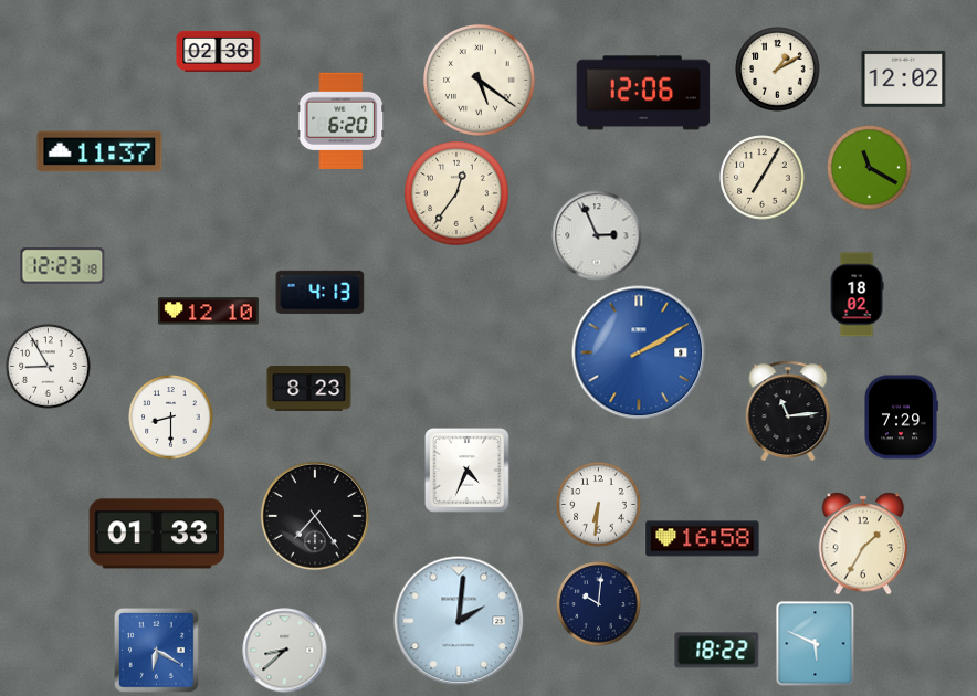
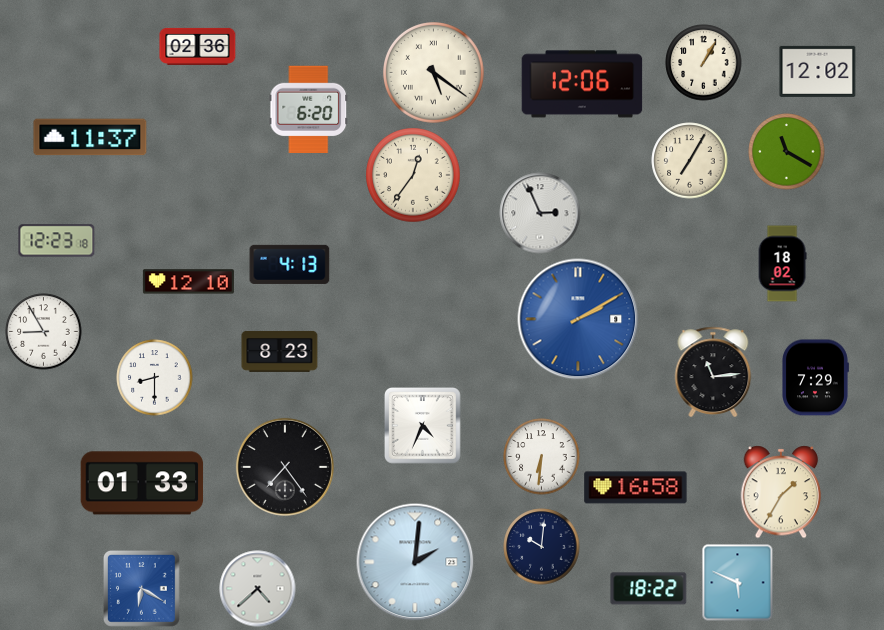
clock at (778, 70): 1:10 -> 1:05
clock at (857, 295) position: (857, 295) -> (782, 264)
clock at (285, 651): 8:38 -> 4:38
